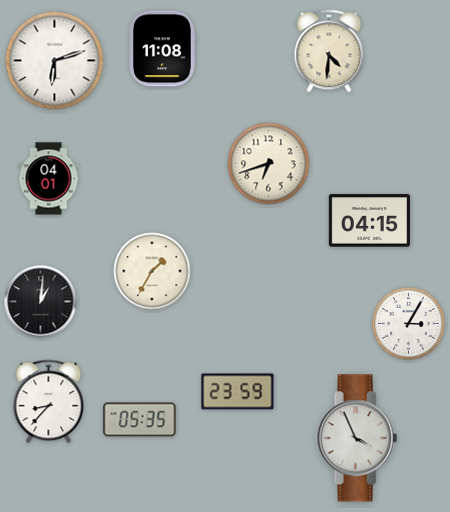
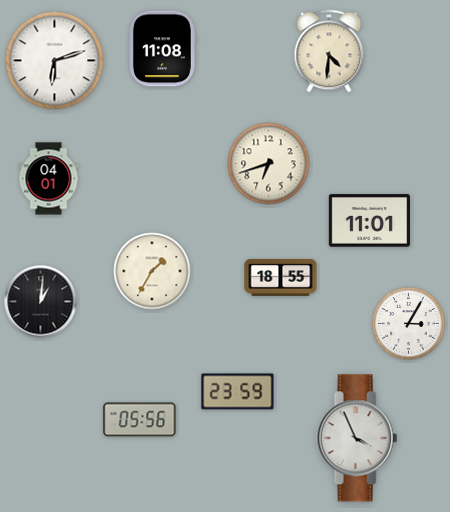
clock at (369, 221): 04:15 -> 11:01
clock at (281, 277): none -> 18:55
clock at (49, 402): 8:37 -> none
clock at (140, 420): 05:35 -> 05:56
